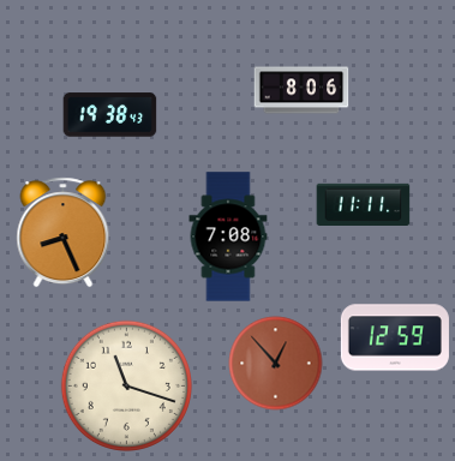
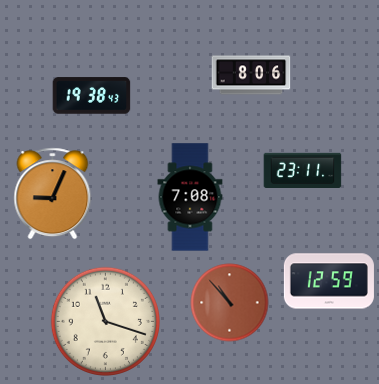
clock at (363, 204): 11:11 -> 23:11
clock at (64, 232): 8:26 -> 9:04
clock at (275, 363): 12:53 -> 10:53
